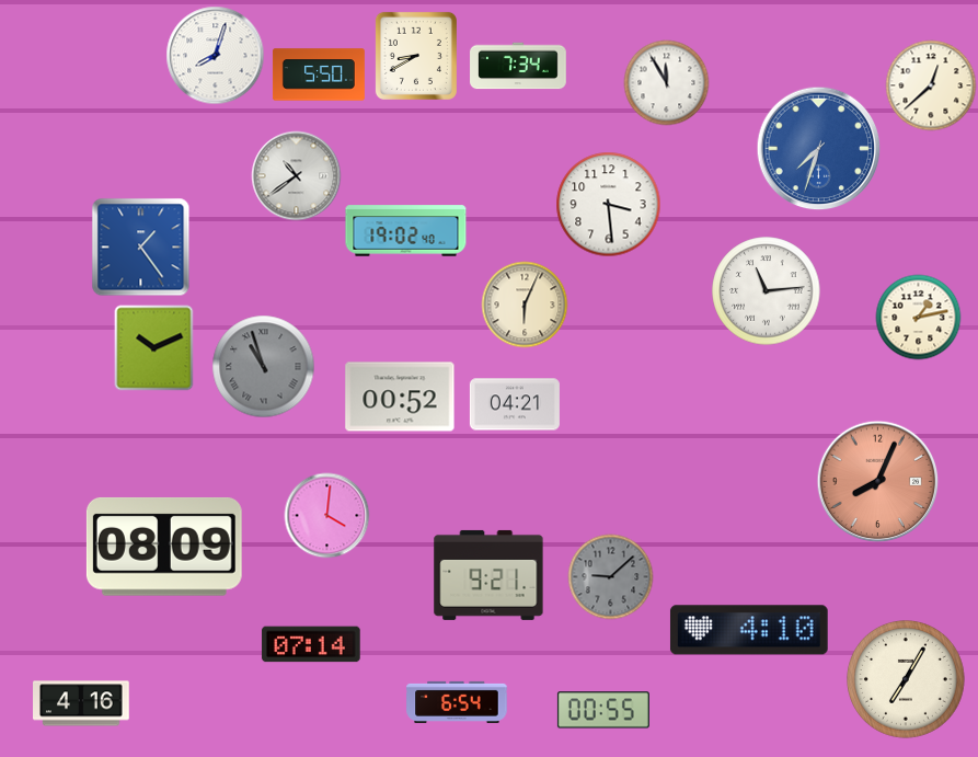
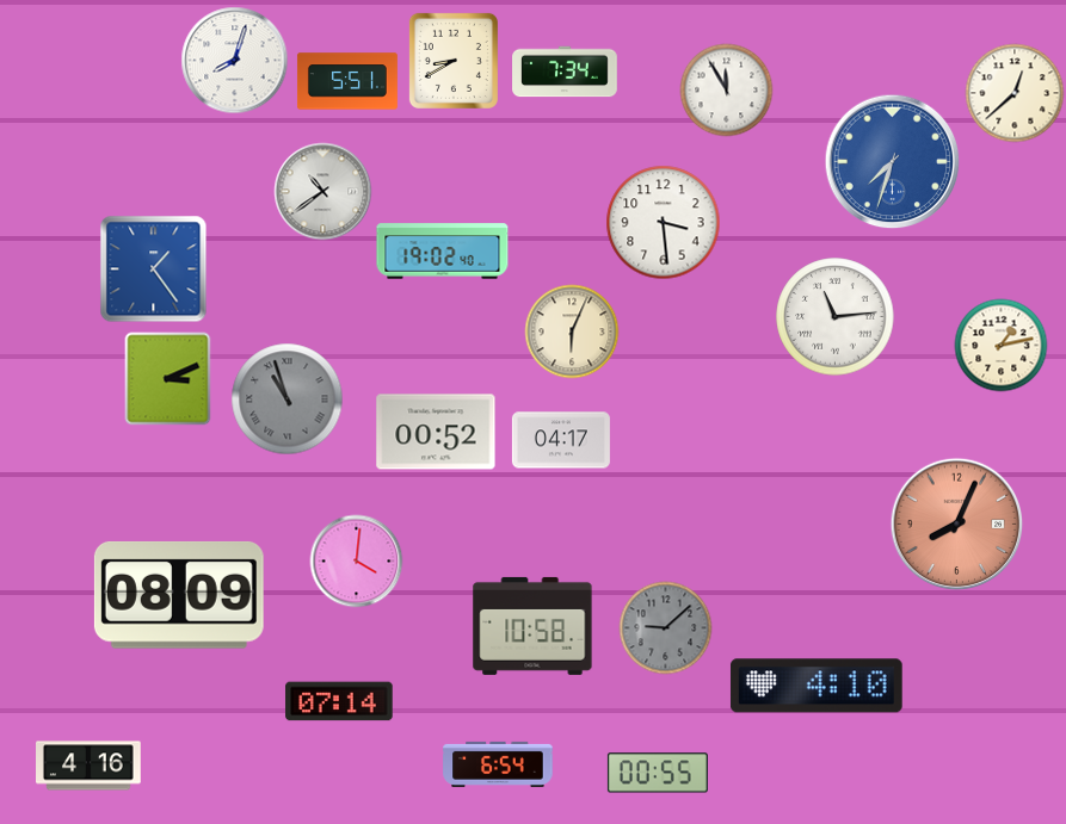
clock at (319, 74): 5:50 -> 5:51
clock at (154, 347): 10:11 -> 3:11
clock at (515, 404): 04:21 -> 04:17
clock at (488, 575): 9:21 -> 10:58
clock at (907, 680): 7:05 -> none
